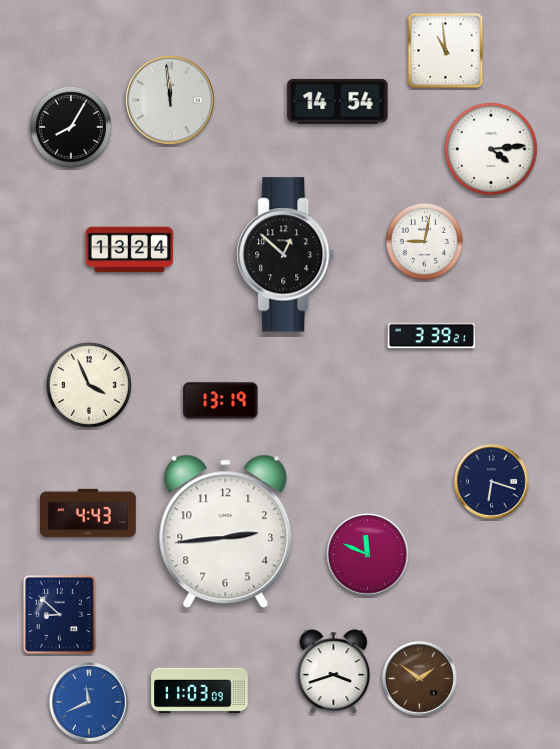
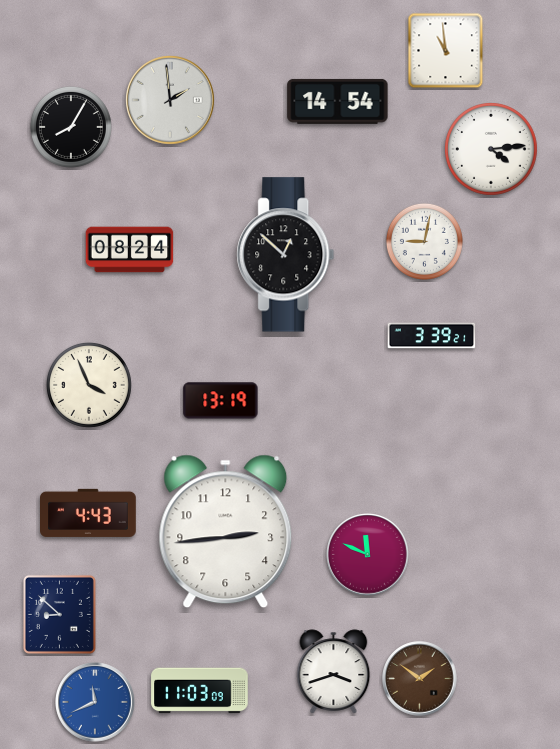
clock at (171, 101): 11:59 -> 1:59
clock at (130, 250): 13:24 -> 08:24
clock at (492, 482): 6:18 -> none
clock at (89, 702) position: (89, 702) -> (95, 702)
